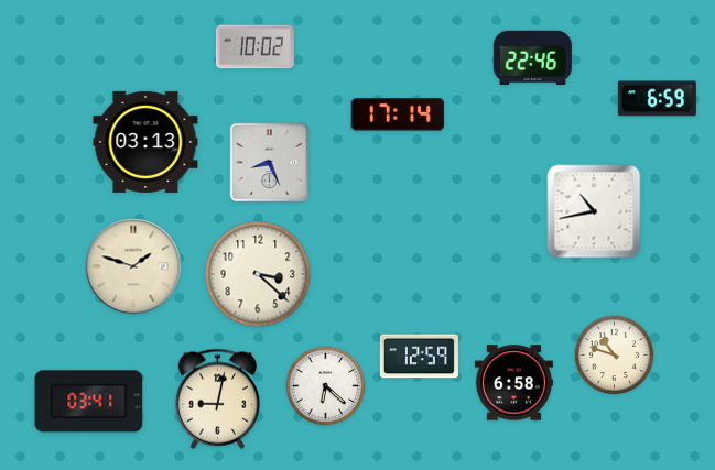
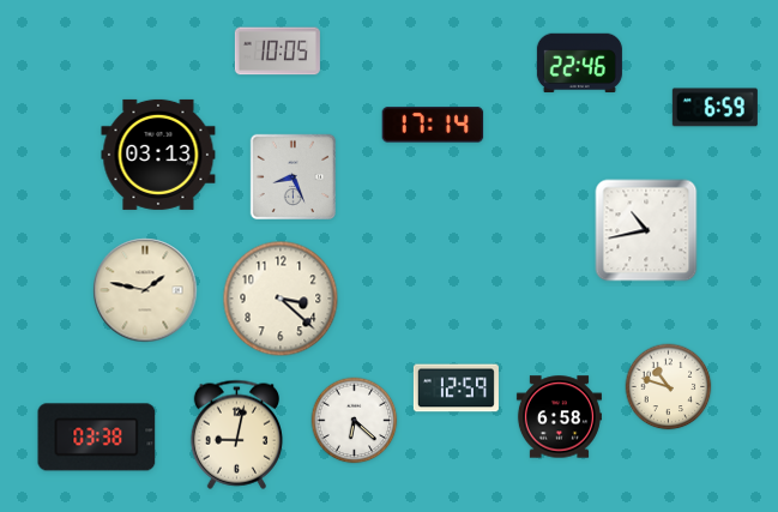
clock at (254, 47): 10:02 -> 10:05
clock at (133, 266): 1:48 -> 1:47
clock at (89, 402): 03:41 -> 03:38
